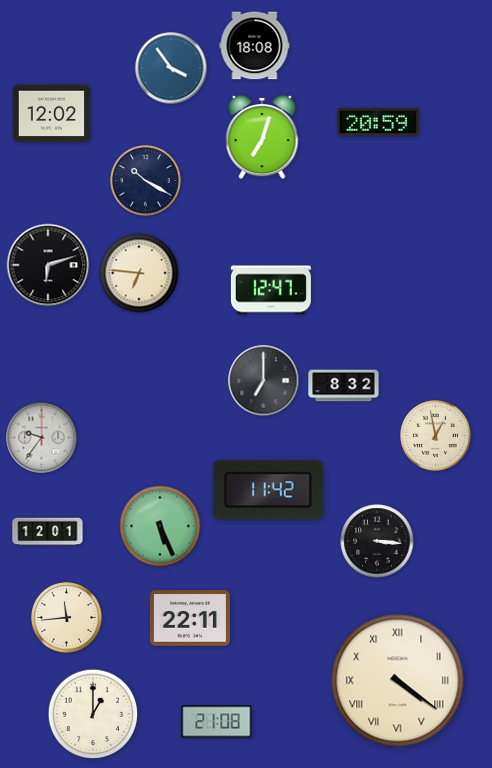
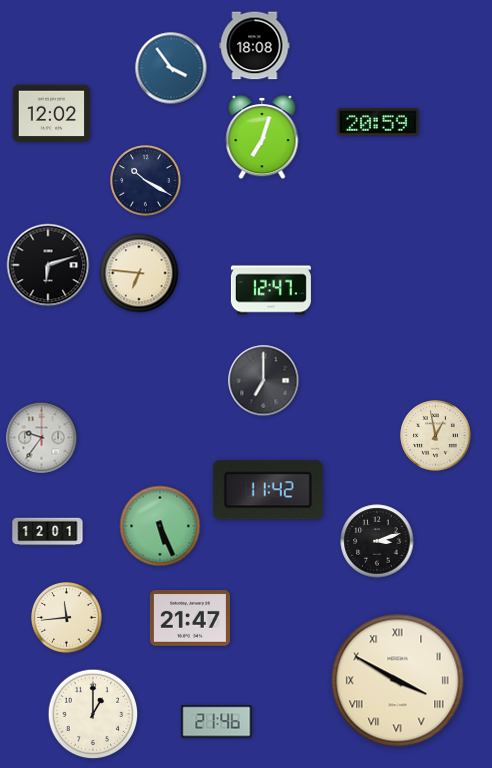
clock at (344, 386): 8:32 -> none
clock at (377, 541): 3:16 -> 3:12
clock at (190, 618): 22:11 -> 21:47
clock at (398, 681): 4:21 -> 3:50
clock at (217, 722): 21:08 -> 21:46
